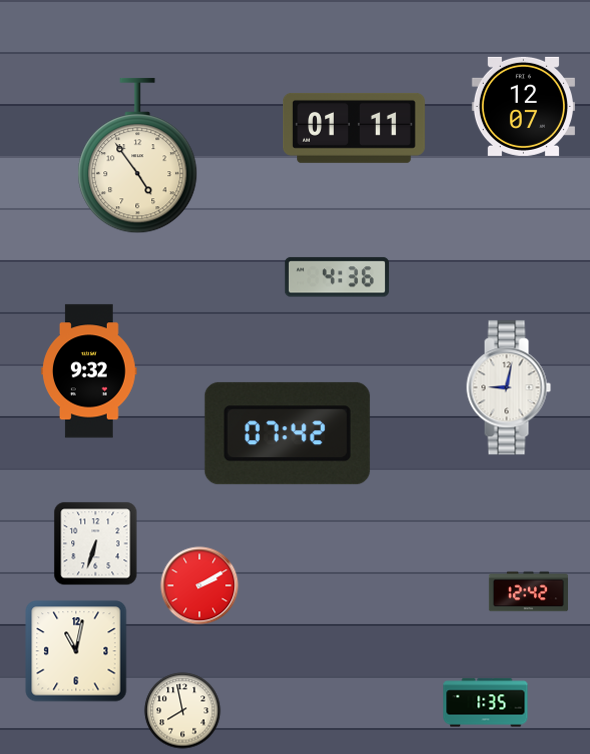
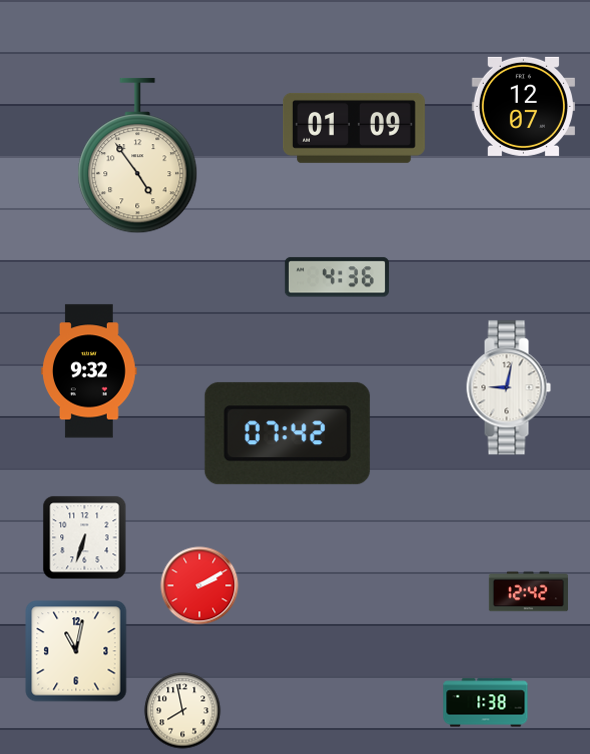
clock at (354, 128): 01:11 -> 01:09
clock at (96, 544) position: (96, 544) -> (85, 538)
clock at (486, 703): 1:35 -> 1:38
